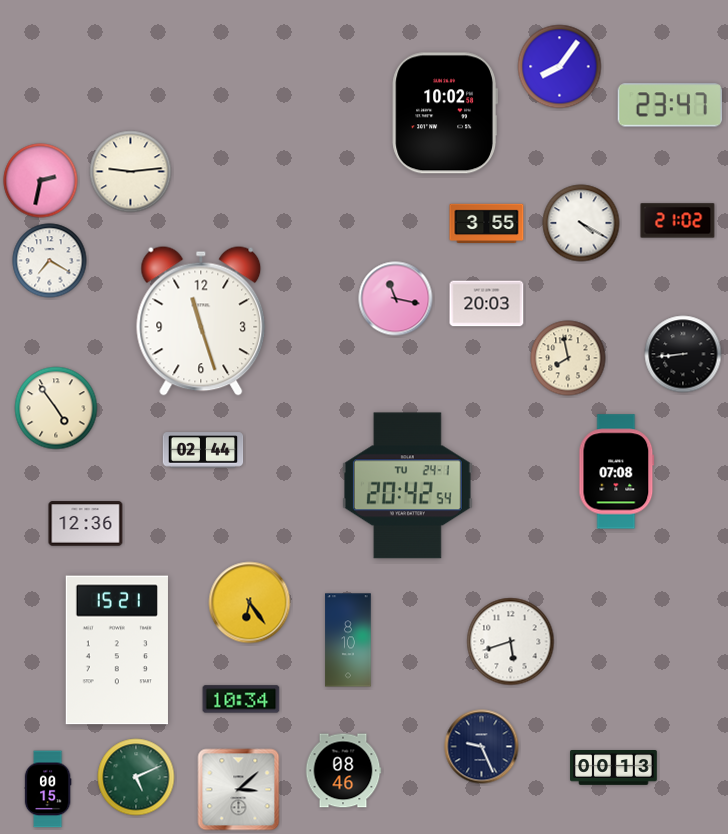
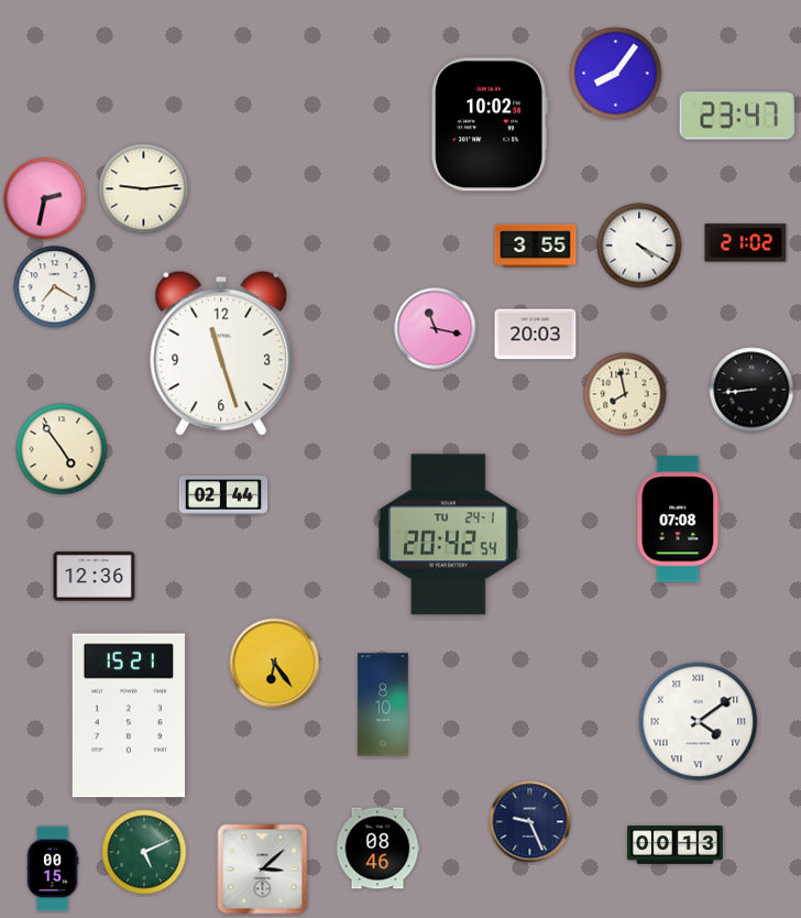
clock at (511, 642): 5:42 -> none
clock at (699, 722): none -> 4:09
clock at (241, 699): 10:34 -> none
clock at (136, 777) position: (136, 777) -> (144, 852)
